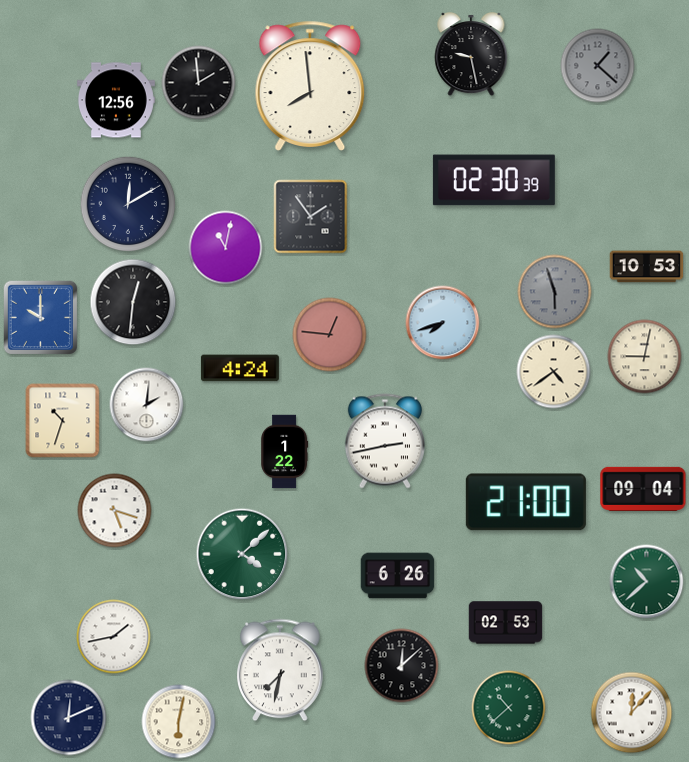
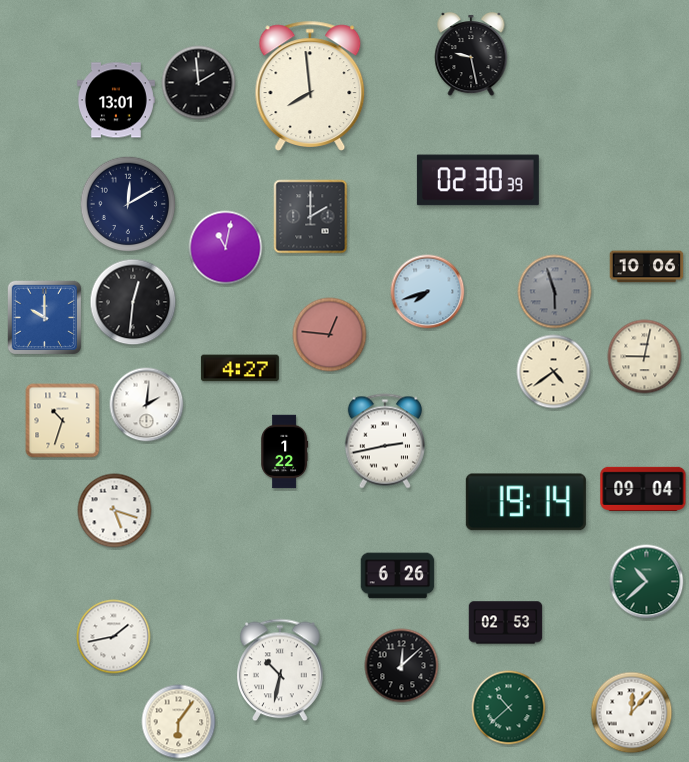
clock at (598, 66): 1:22 -> none
clock at (116, 100): 12:56 -> 13:01
clock at (494, 180) position: (494, 180) -> (478, 180)
clock at (311, 217): 1:54 -> 2:00
clock at (647, 267): 10:53 -> 10:06
clock at (41, 318) position: (41, 318) -> (45, 318)
clock at (443, 323) position: (443, 323) -> (428, 292)
clock at (240, 368): 4:24 -> 4:27
clock at (526, 502): 21:00 -> 19:14
clock at (242, 554): 4:08 -> none
clock at (280, 670): 7:32 -> 10:32
clock at (69, 718): 12:11 -> none
clock at (179, 722): 6:02 -> 6:06
